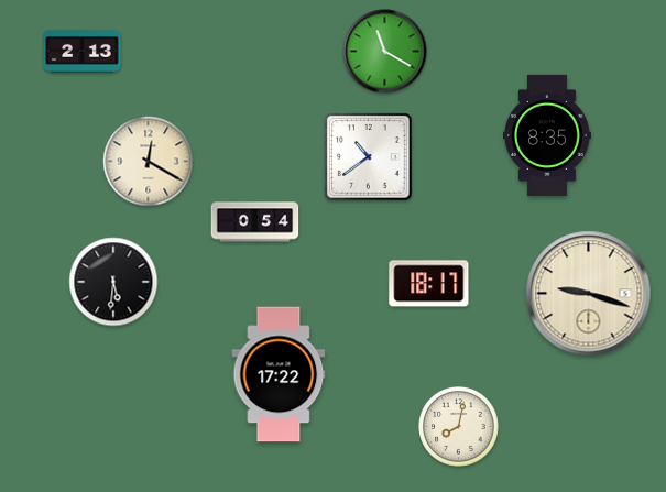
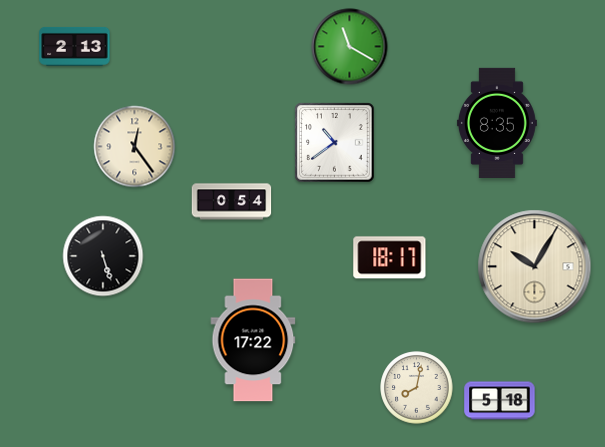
clock at (149, 162): 12:20 -> 12:24
clock at (113, 282): 5:31 -> 5:27
clock at (589, 294): 9:18 -> 10:05
clock at (500, 401): none -> 5:18
